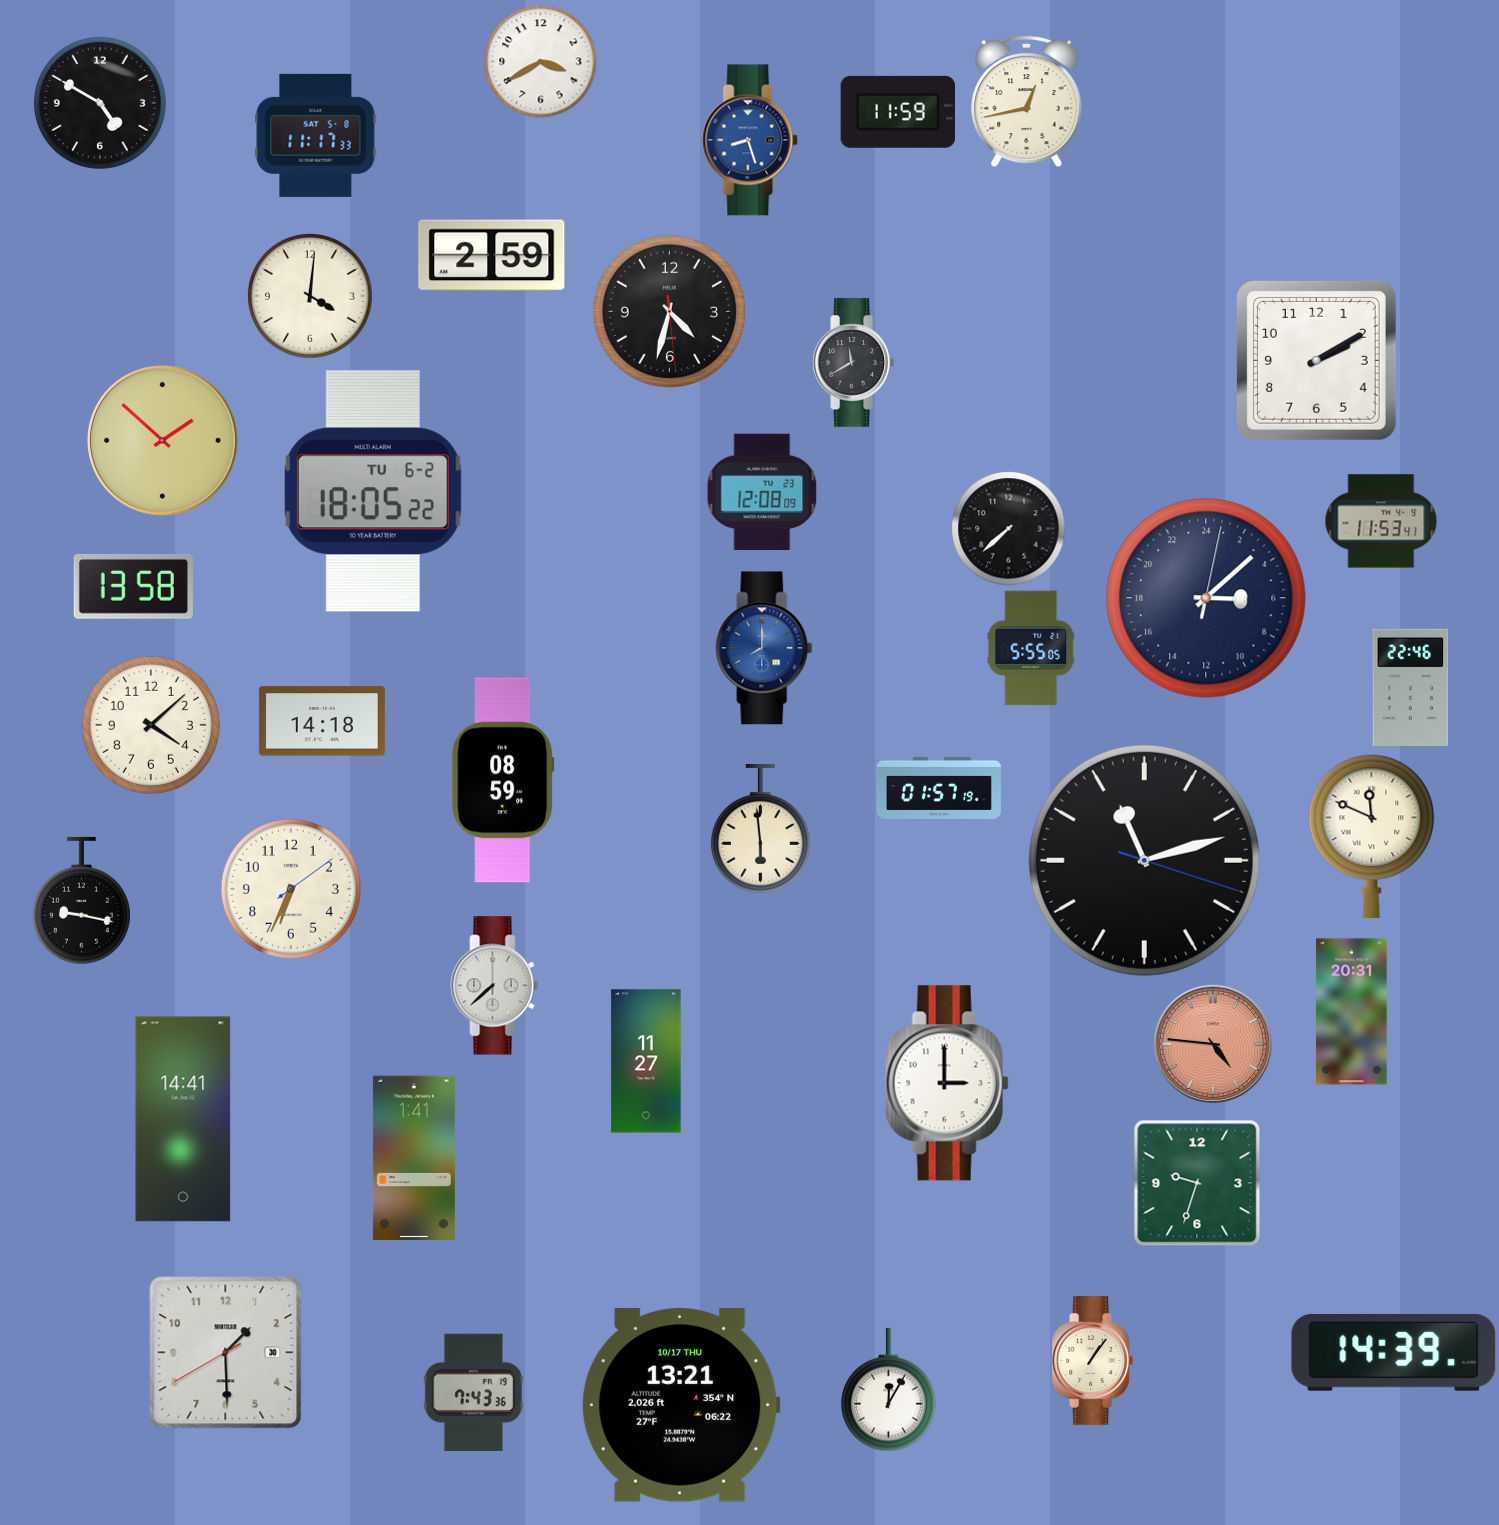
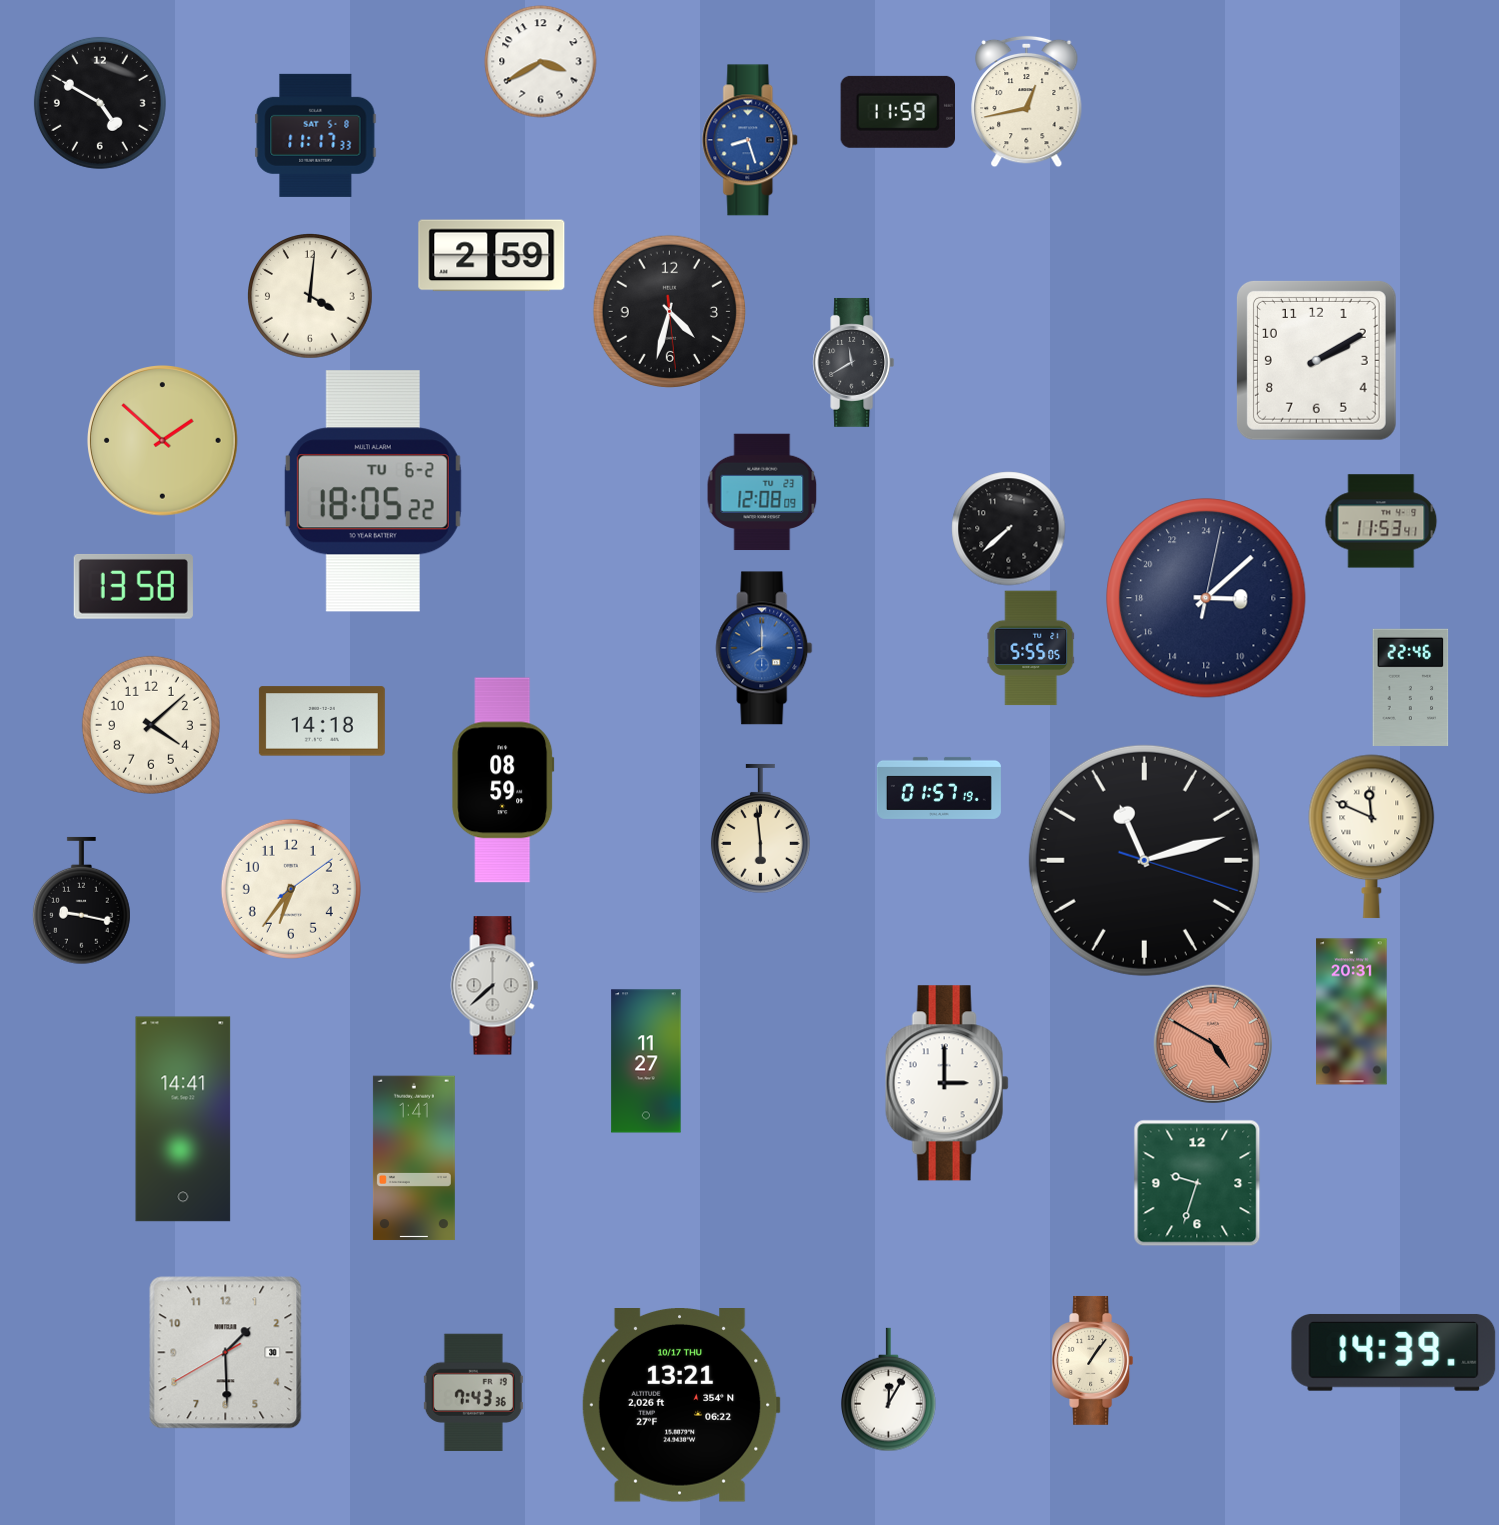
clock at (291, 889): 6:34 -> 6:36
clock at (1212, 1043): 4:46 -> 4:50
